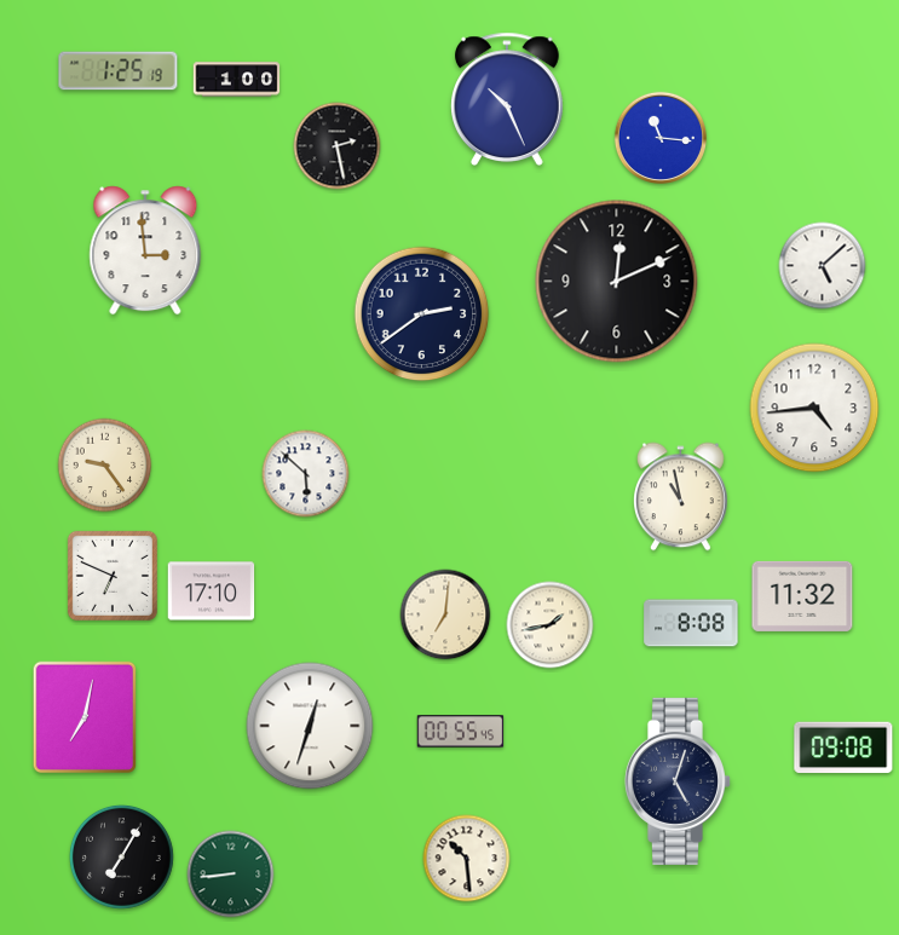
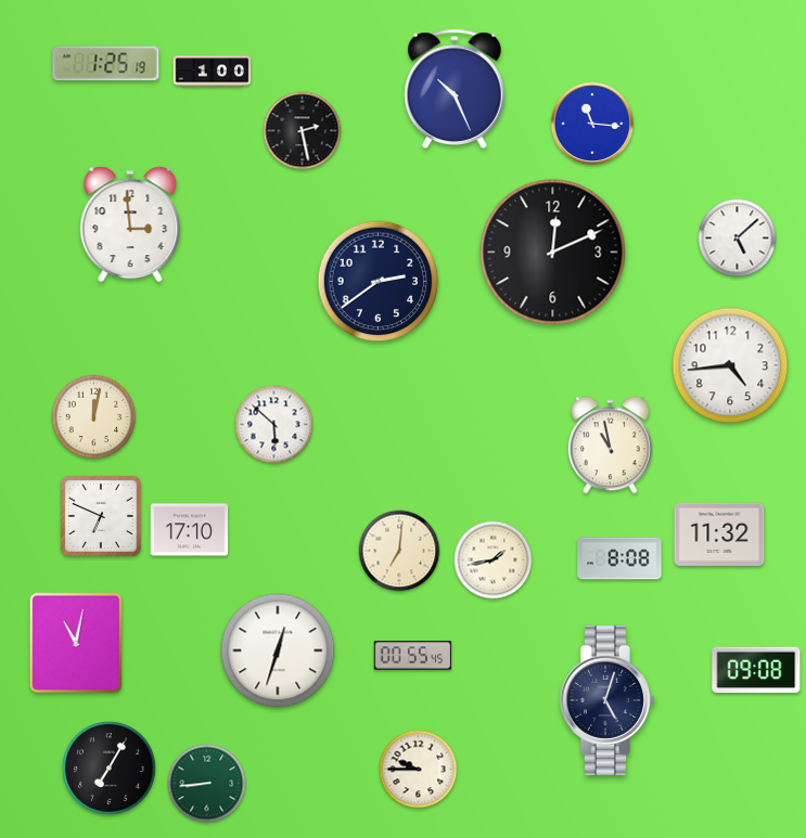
clock at (105, 466): 9:24 -> 12:02
clock at (83, 717): 7:02 -> 11:02
clock at (467, 859): 10:29 -> 9:45
